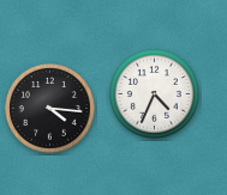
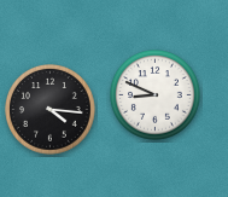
clock at (155, 95): 4:34 -> 8:49
